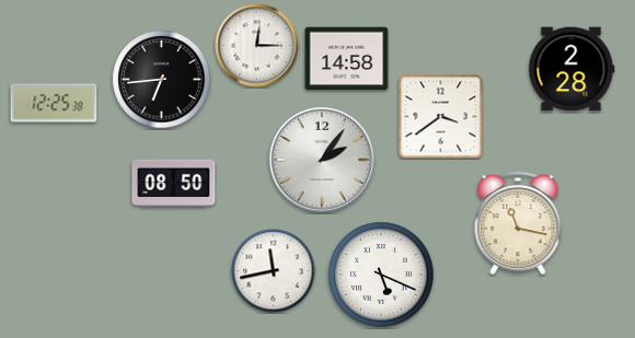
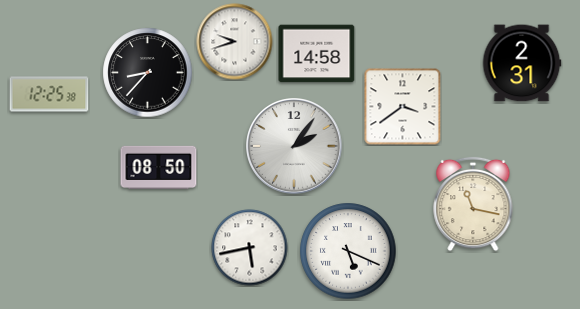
clock at (257, 46): 12:15 -> 9:42
clock at (571, 69): 2:28 -> 2:31
clock at (162, 80): 6:44 -> 8:37
clock at (274, 271): 11:43 -> 5:43
